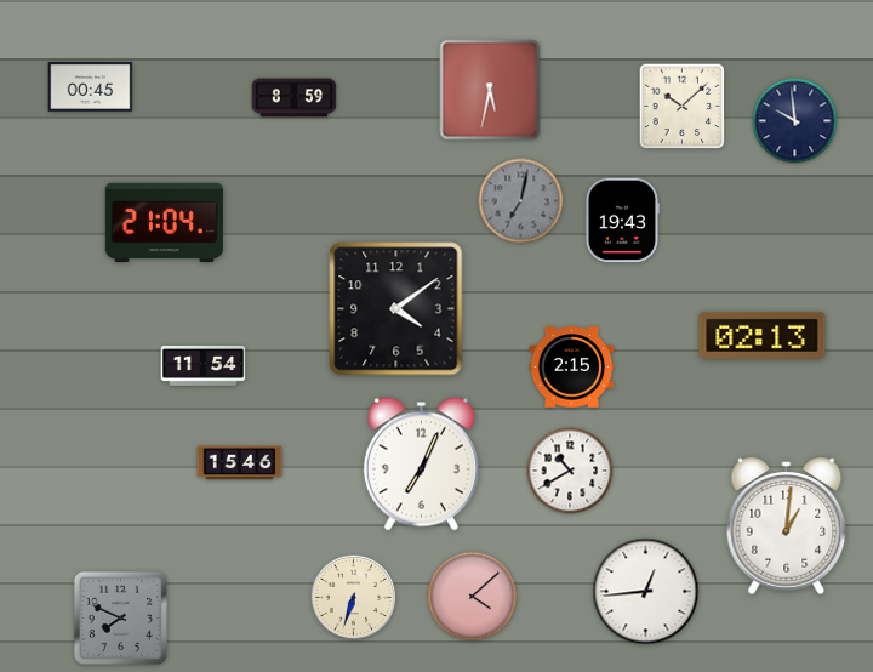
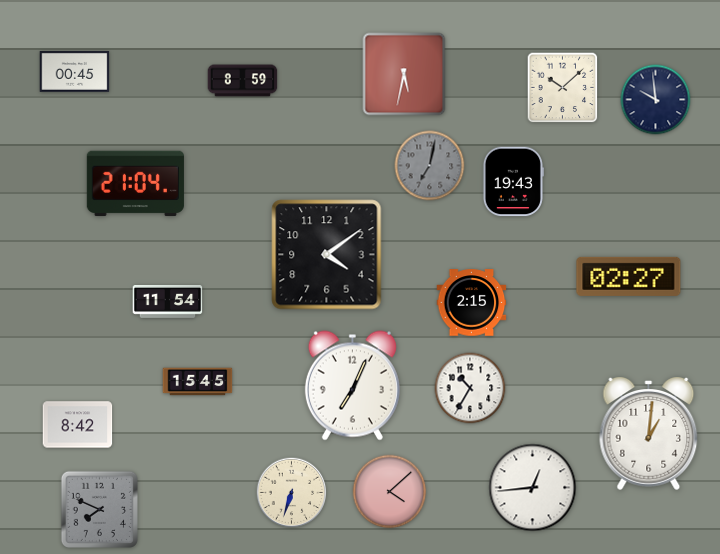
clock at (763, 335): 02:13 -> 02:27
clock at (240, 463): 15:46 -> 15:45
clock at (421, 465) position: (421, 465) -> (352, 386)
clock at (570, 471): 10:40 -> 10:35
clock at (78, 425): none -> 8:42
